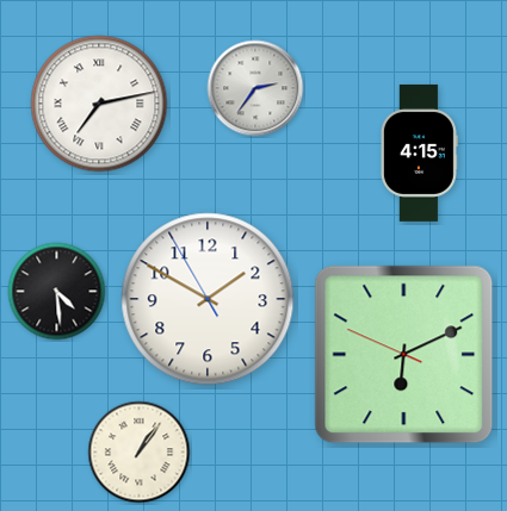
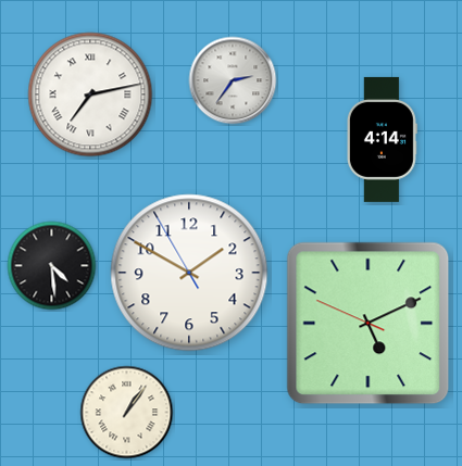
clock at (419, 152): 4:15 -> 4:14
clock at (404, 355): 6:10 -> 5:10
